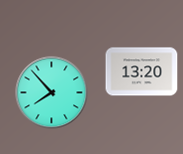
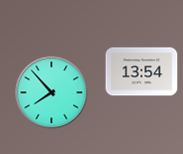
clock at (142, 72): 13:20 -> 13:54
